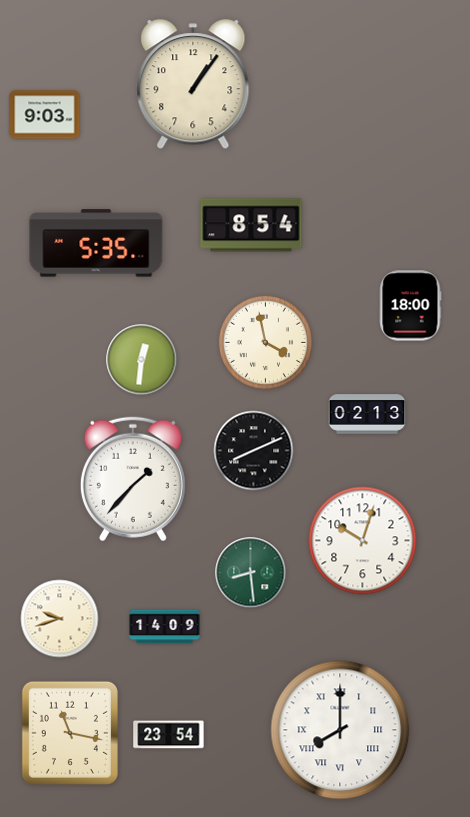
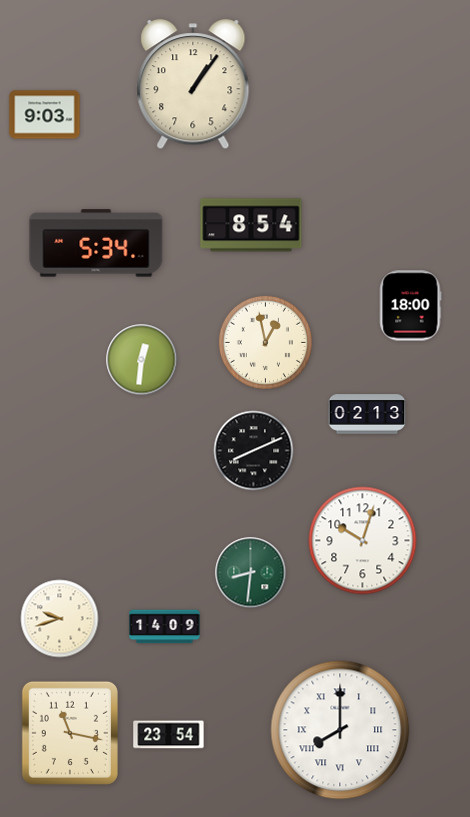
clock at (96, 243): 5:35 -> 5:34
clock at (265, 342): 3:58 -> 12:58
clock at (133, 479): 1:37 -> none
clock at (251, 573): 8:29 -> 8:31
